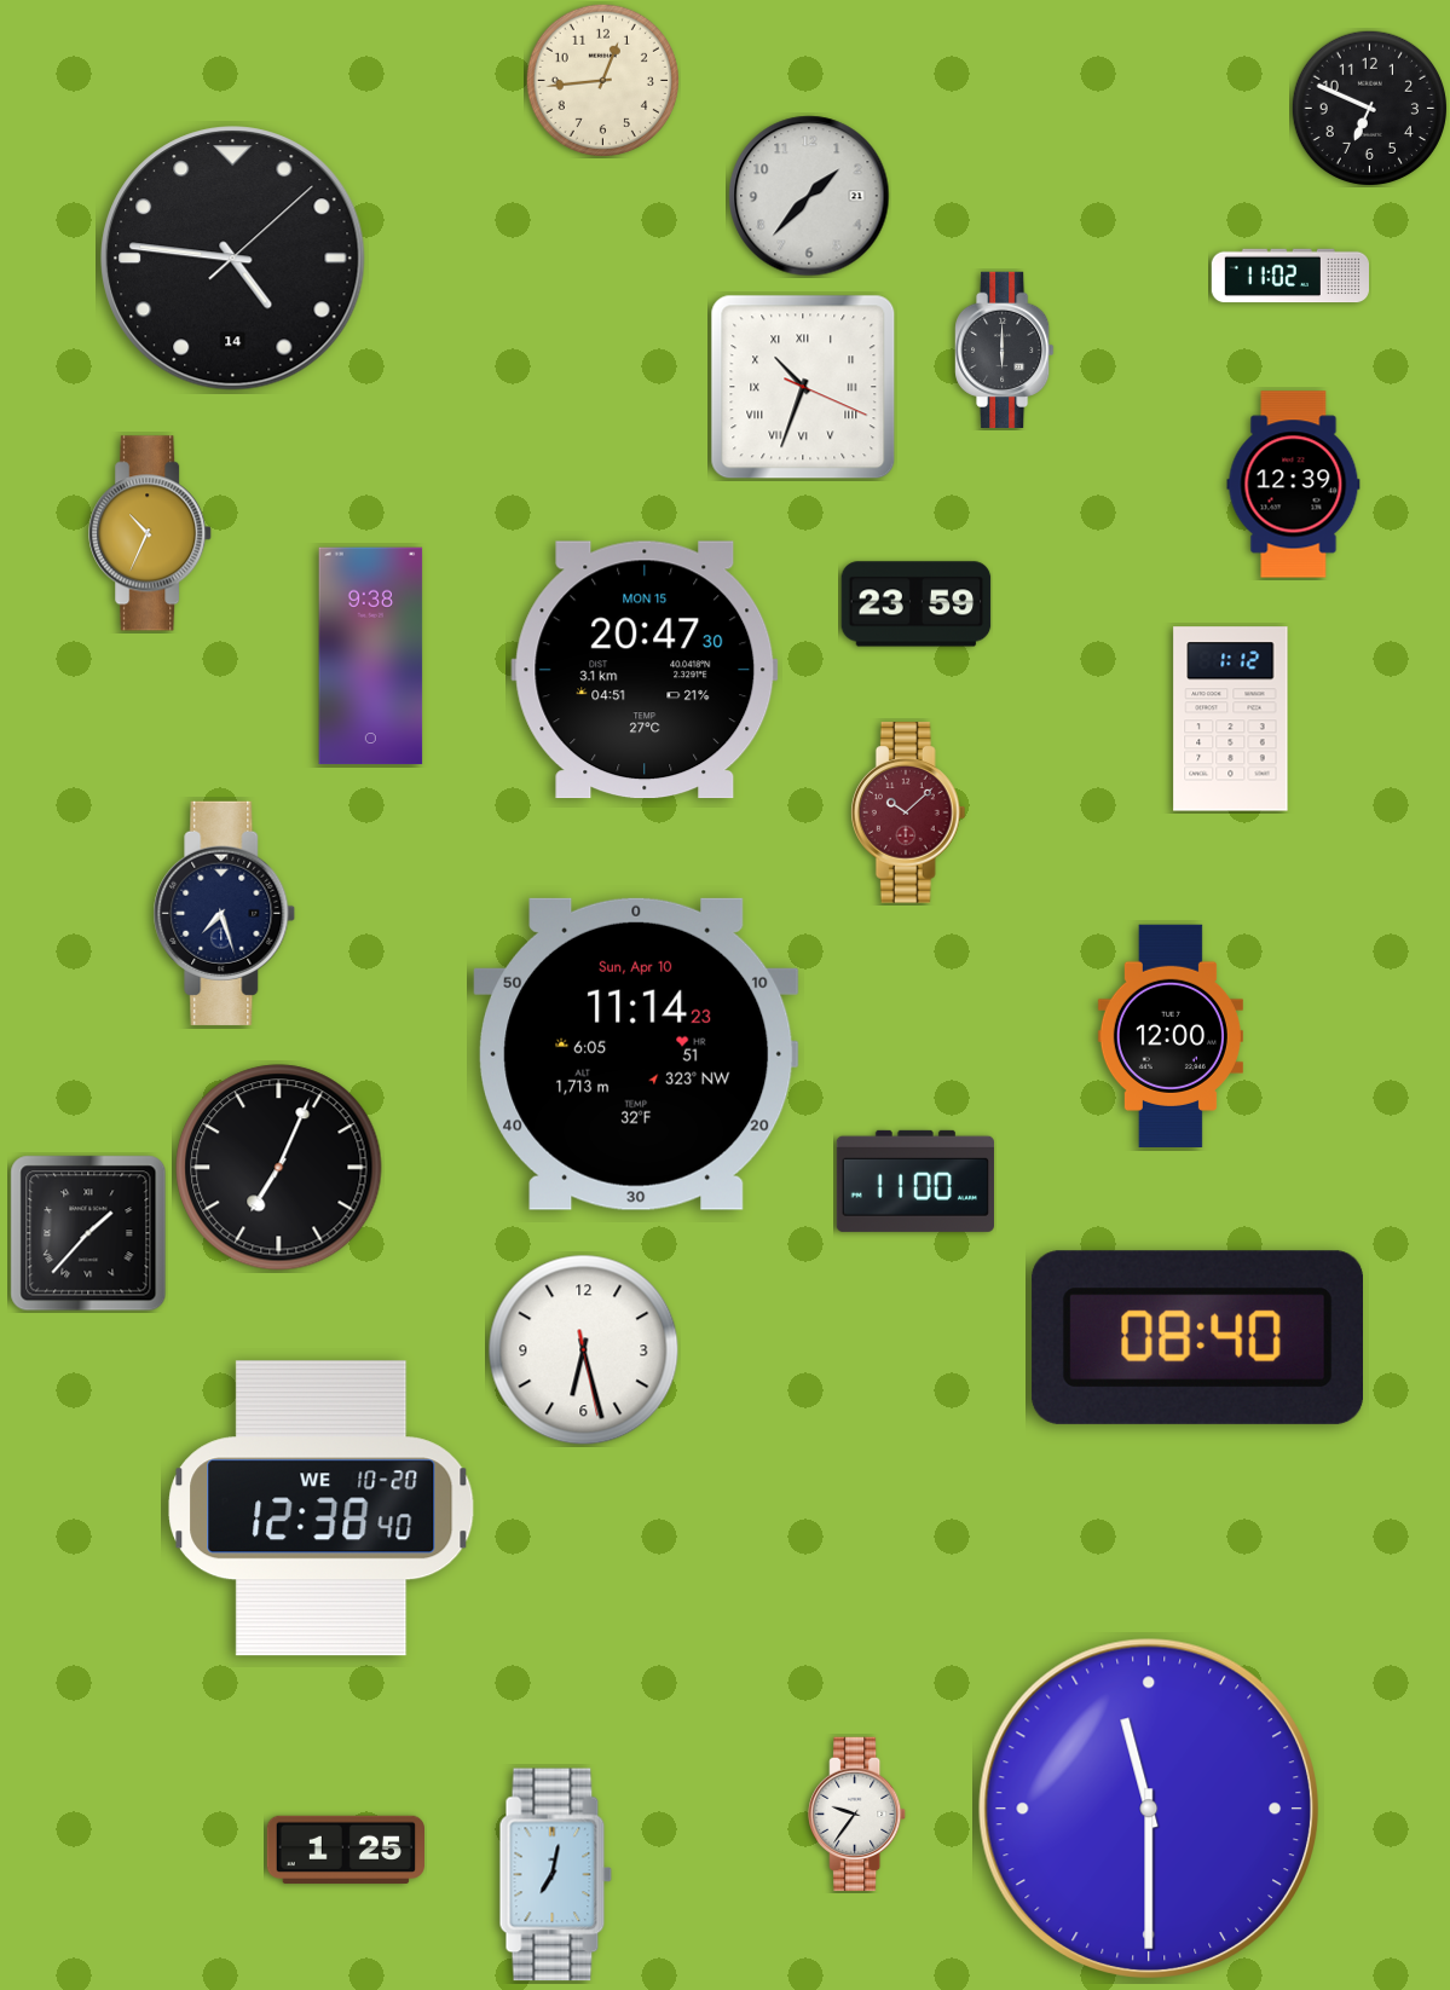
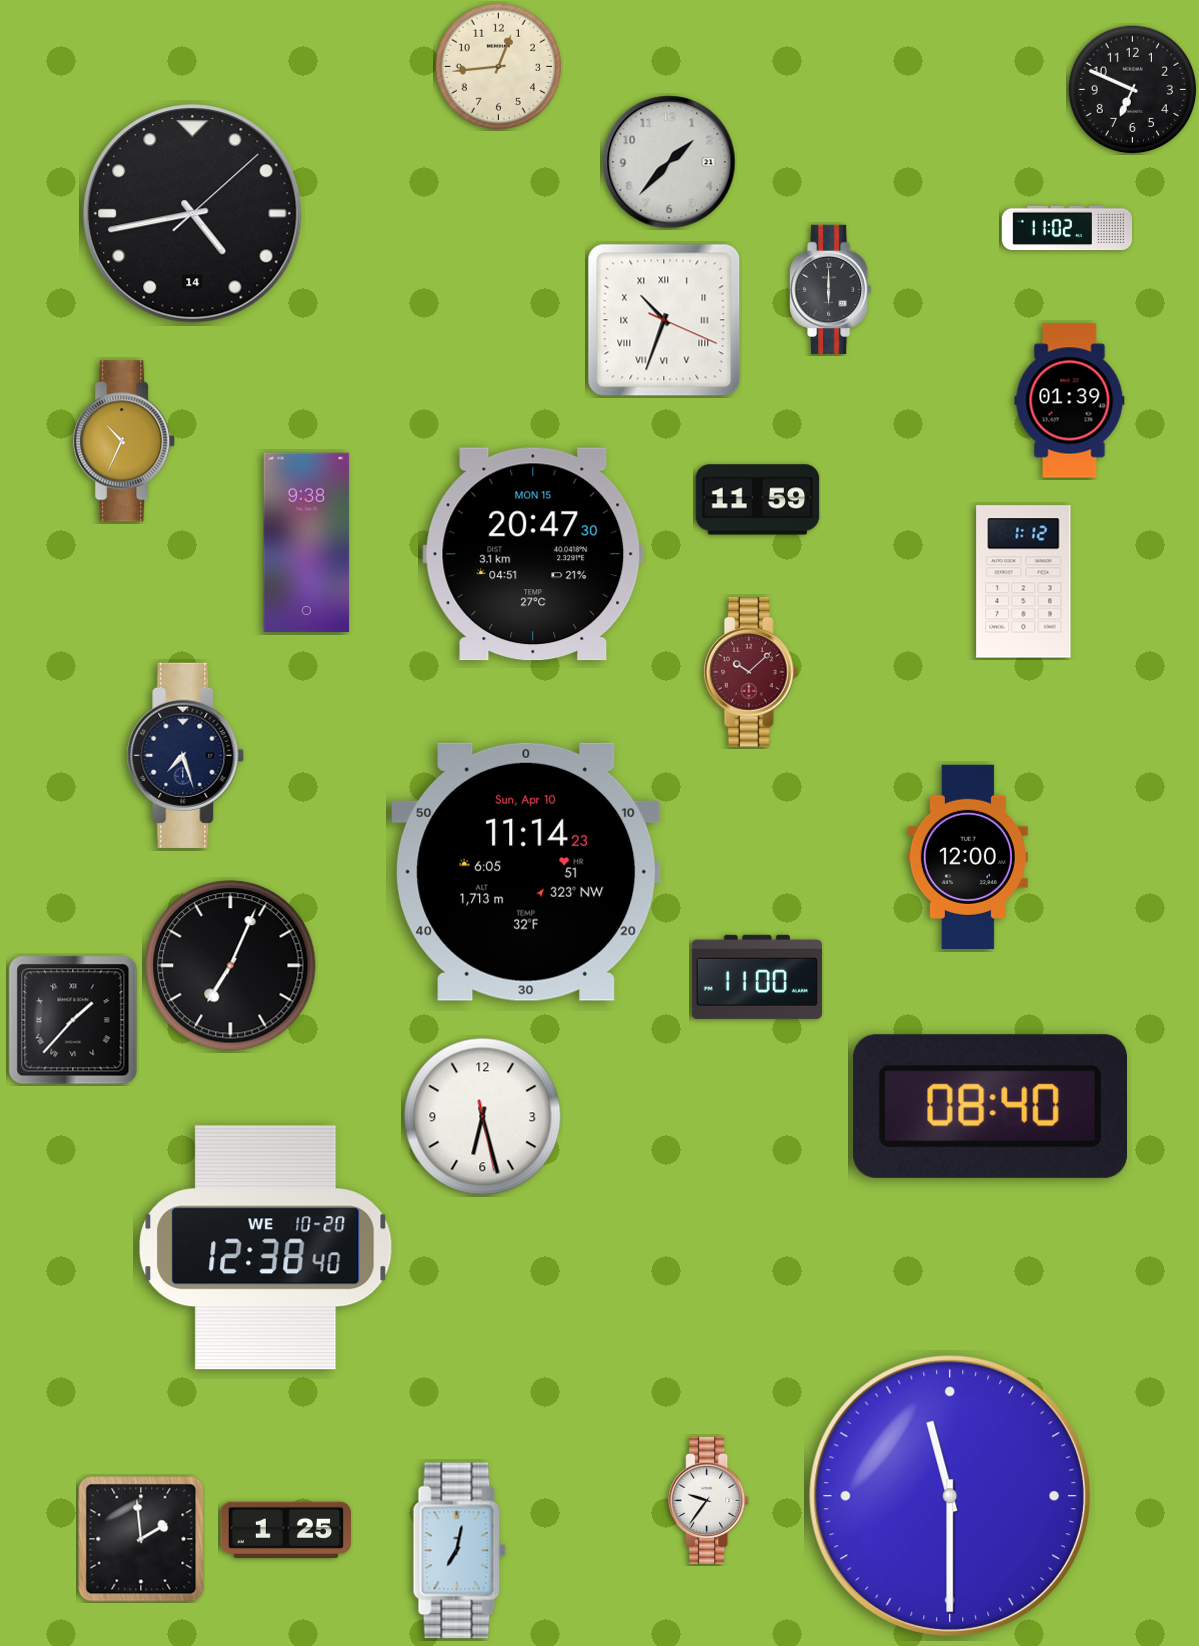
clock at (233, 259): 4:46 -> 4:43
clock at (1294, 485): 12:39 -> 01:39
clock at (917, 604): 23:59 -> 11:59
clock at (1231, 719) position: (1231, 719) -> (1024, 582)
clock at (141, 1539): none -> 1:59
